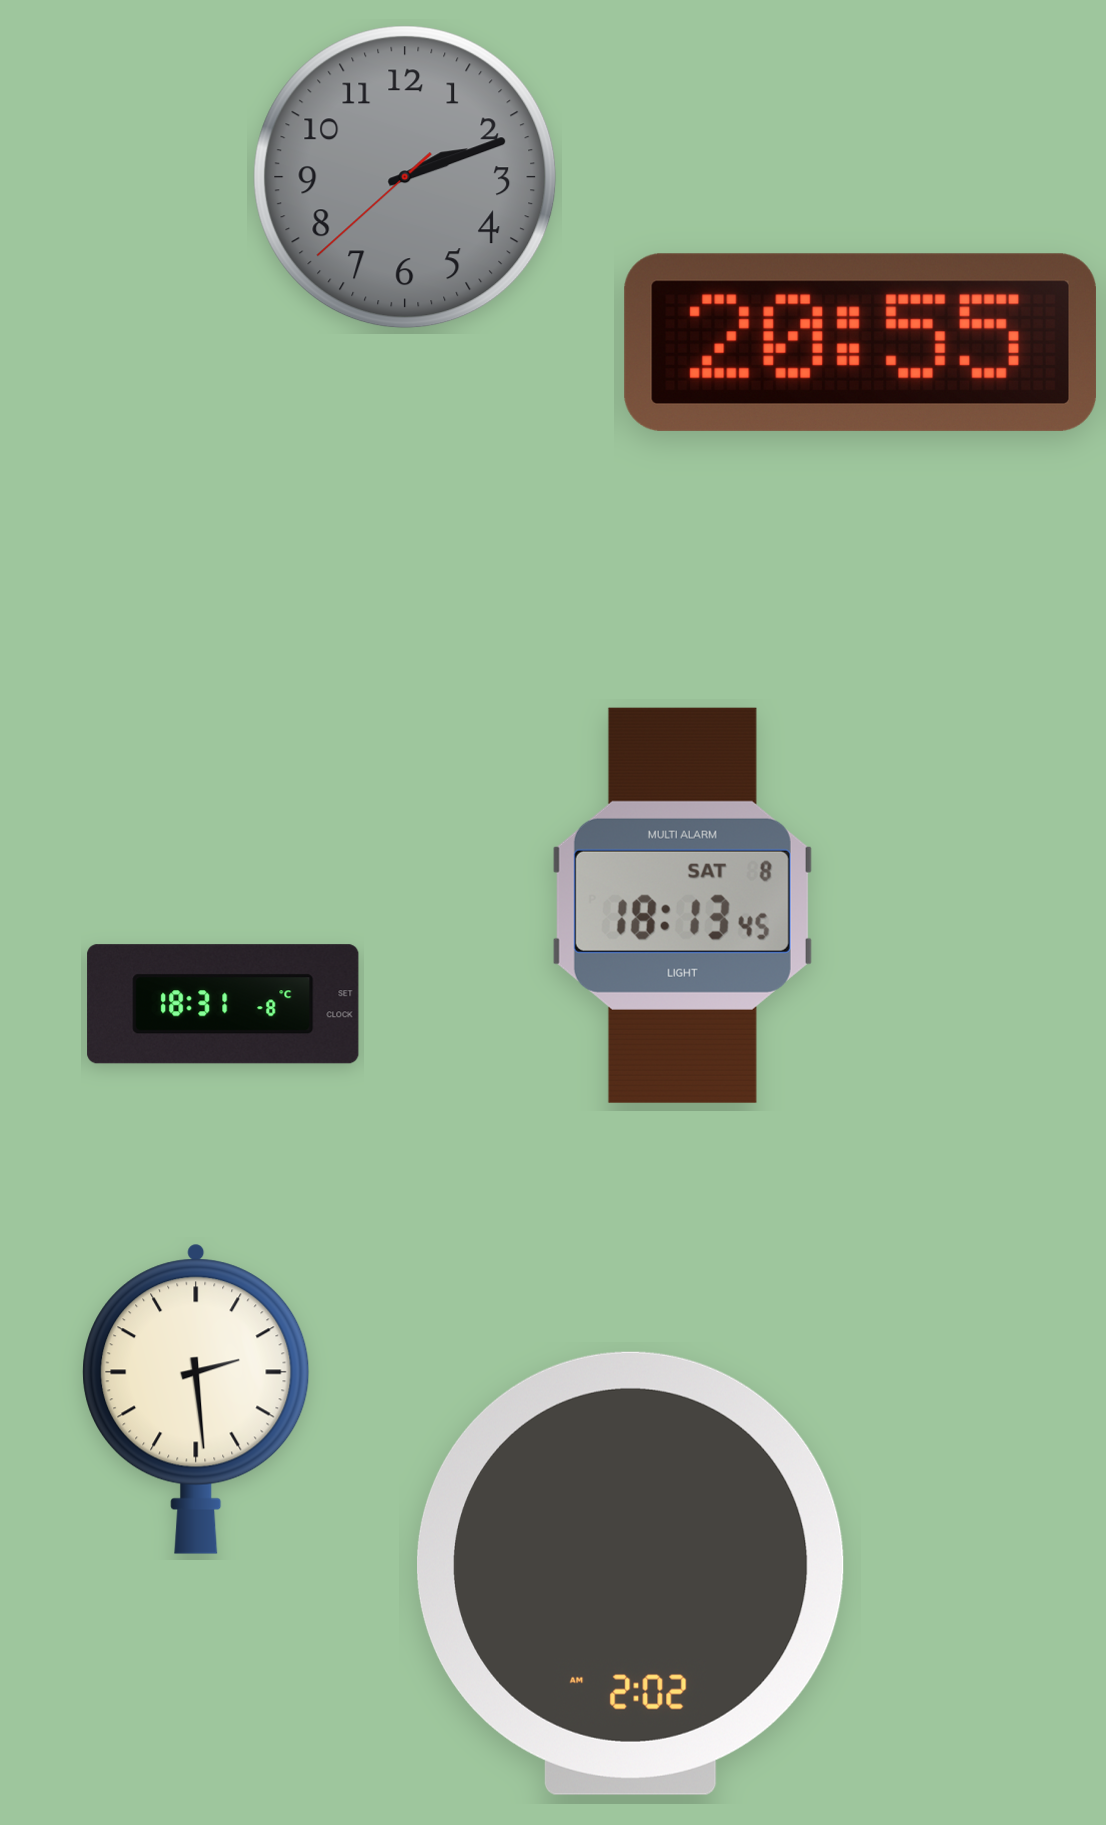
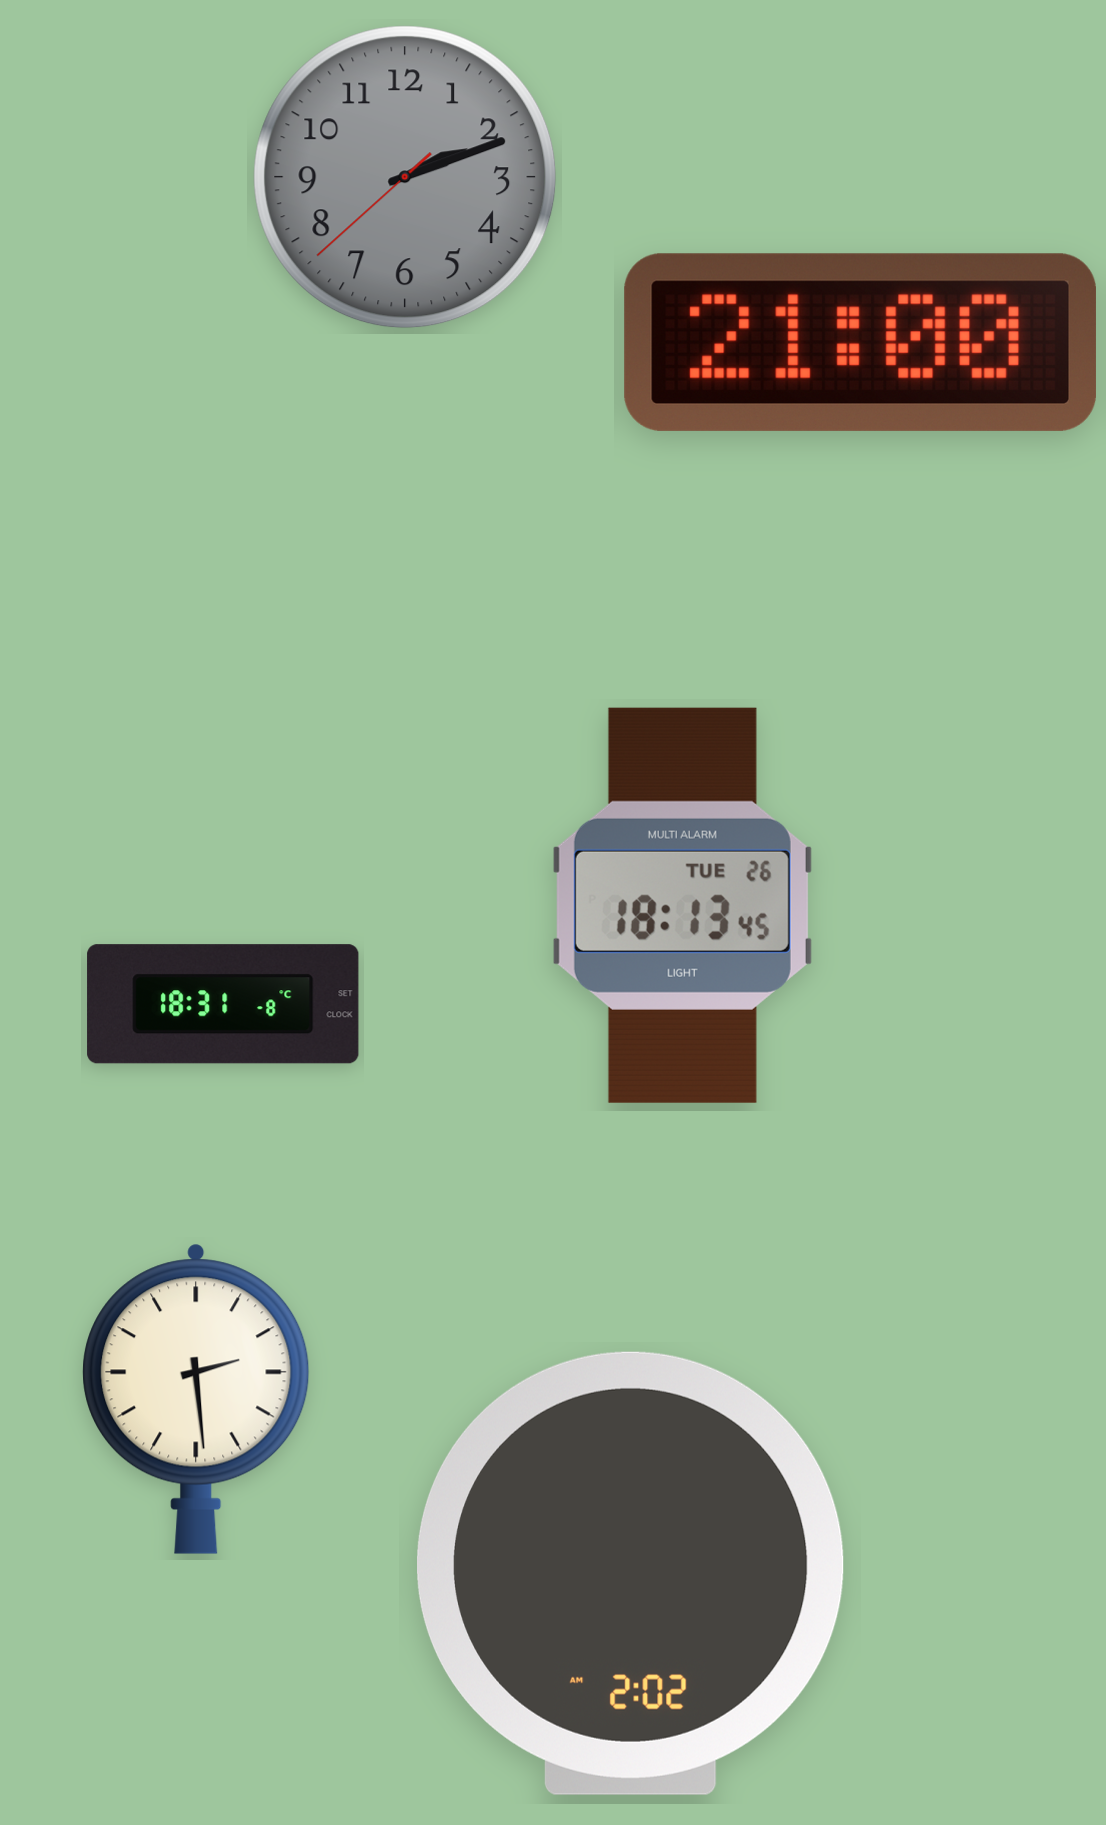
clock at (860, 342): 20:55 -> 21:00
clock at (682, 905) date: SAT 8 -> TUE 26
